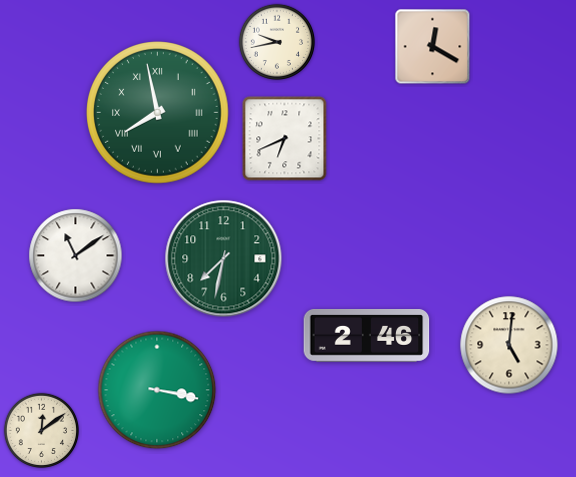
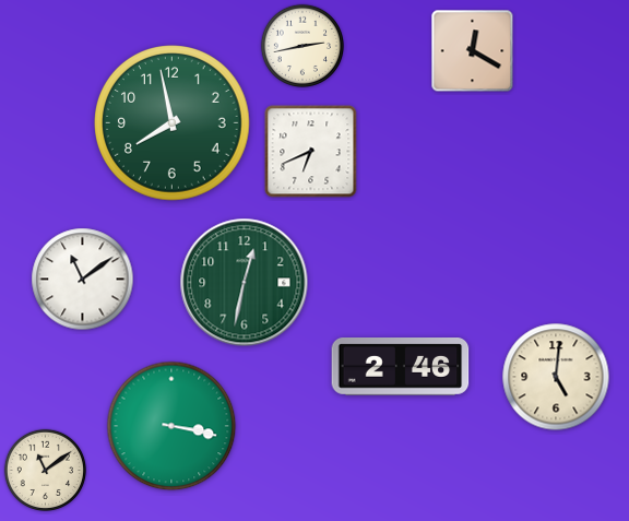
clock at (276, 41): 9:43 -> 2:43
clock at (158, 113) numerals: Roman -> Arabic
clock at (224, 259): 7:32 -> 12:32
clock at (41, 430): 12:09 -> 11:09
